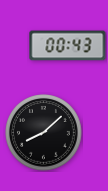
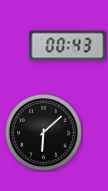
clock at (44, 133): 8:08 -> 6:08
